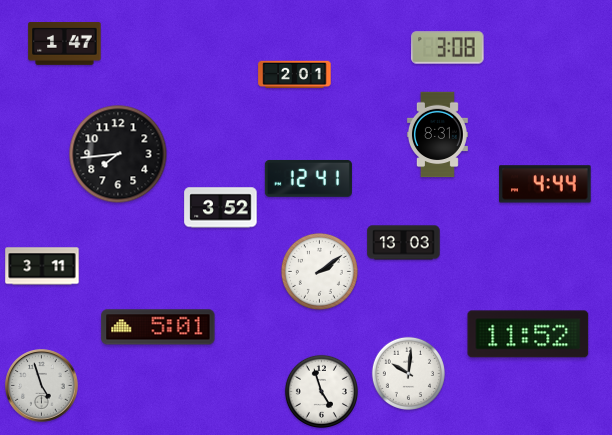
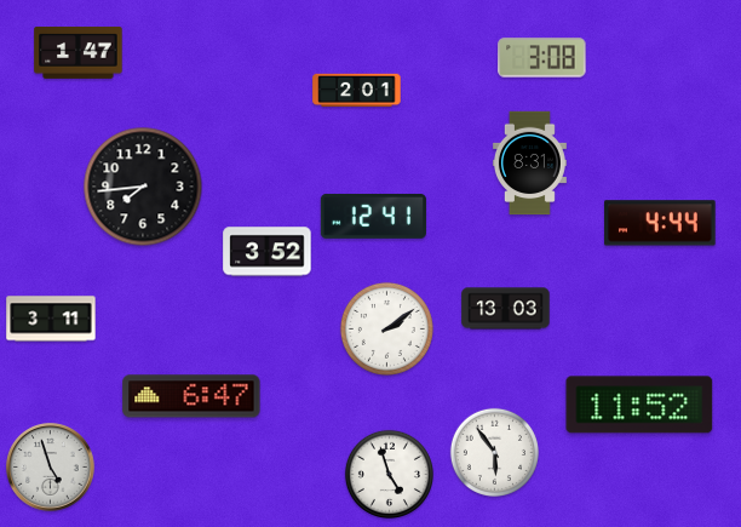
clock at (404, 243) position: (404, 243) -> (506, 309)
clock at (42, 266) position: (42, 266) -> (51, 319)
clock at (158, 327): 5:01 -> 6:47
clock at (408, 373): 10:01 -> 5:54
